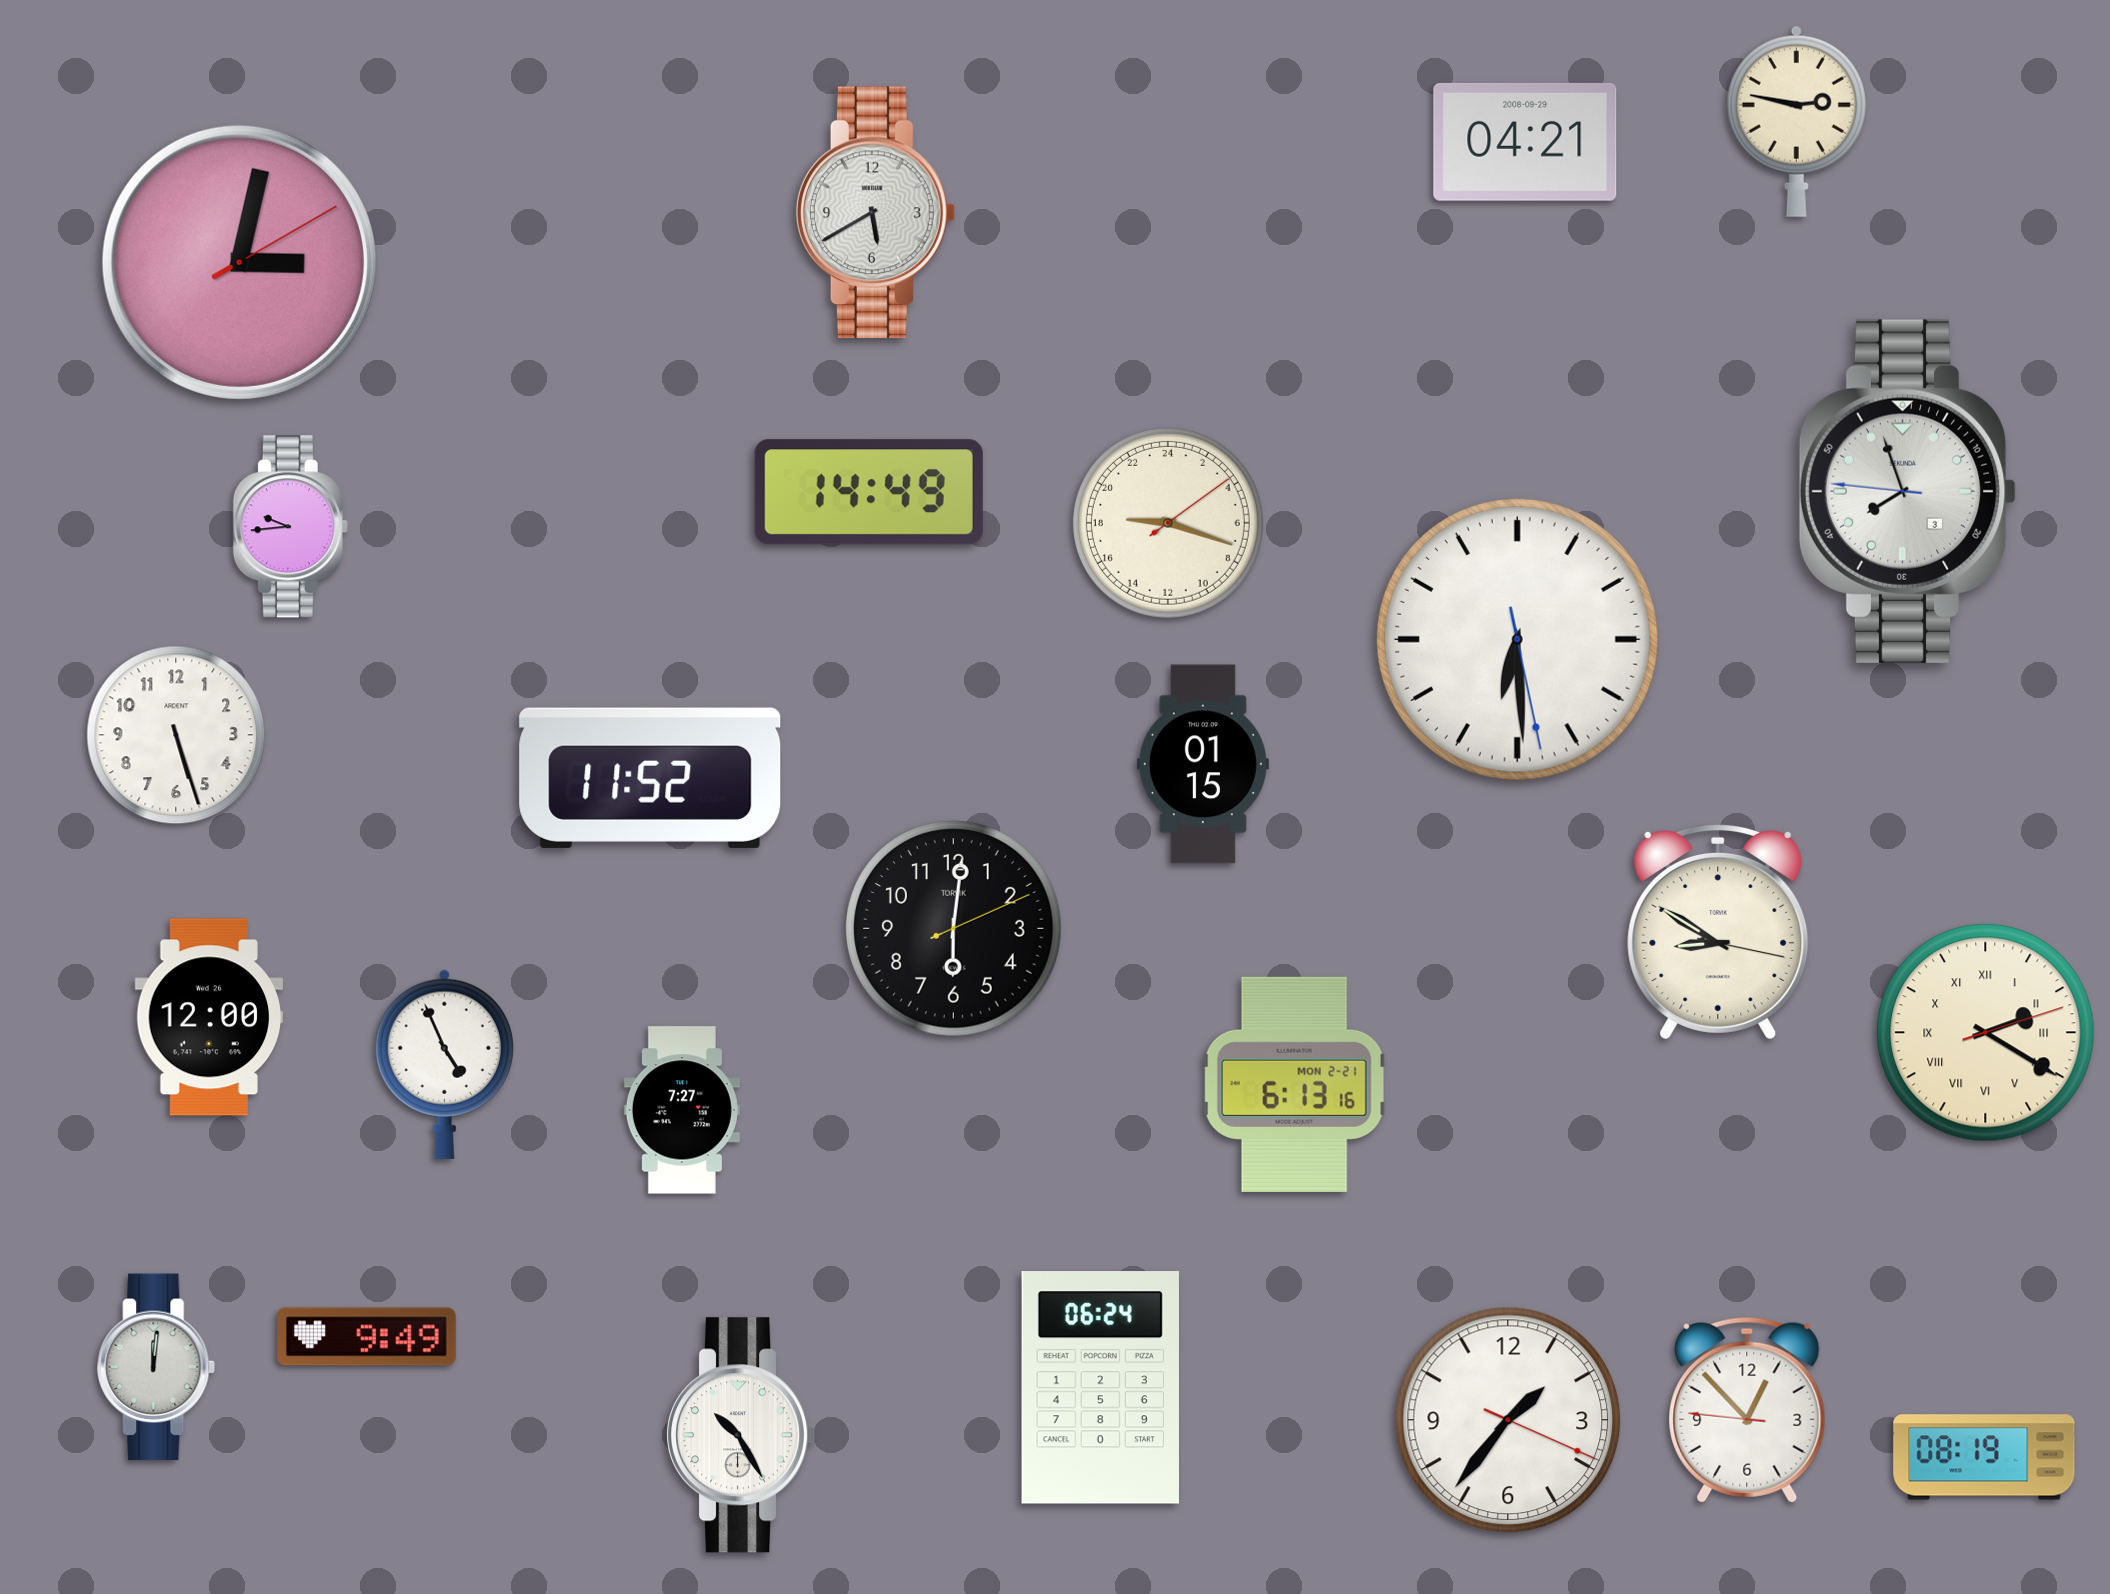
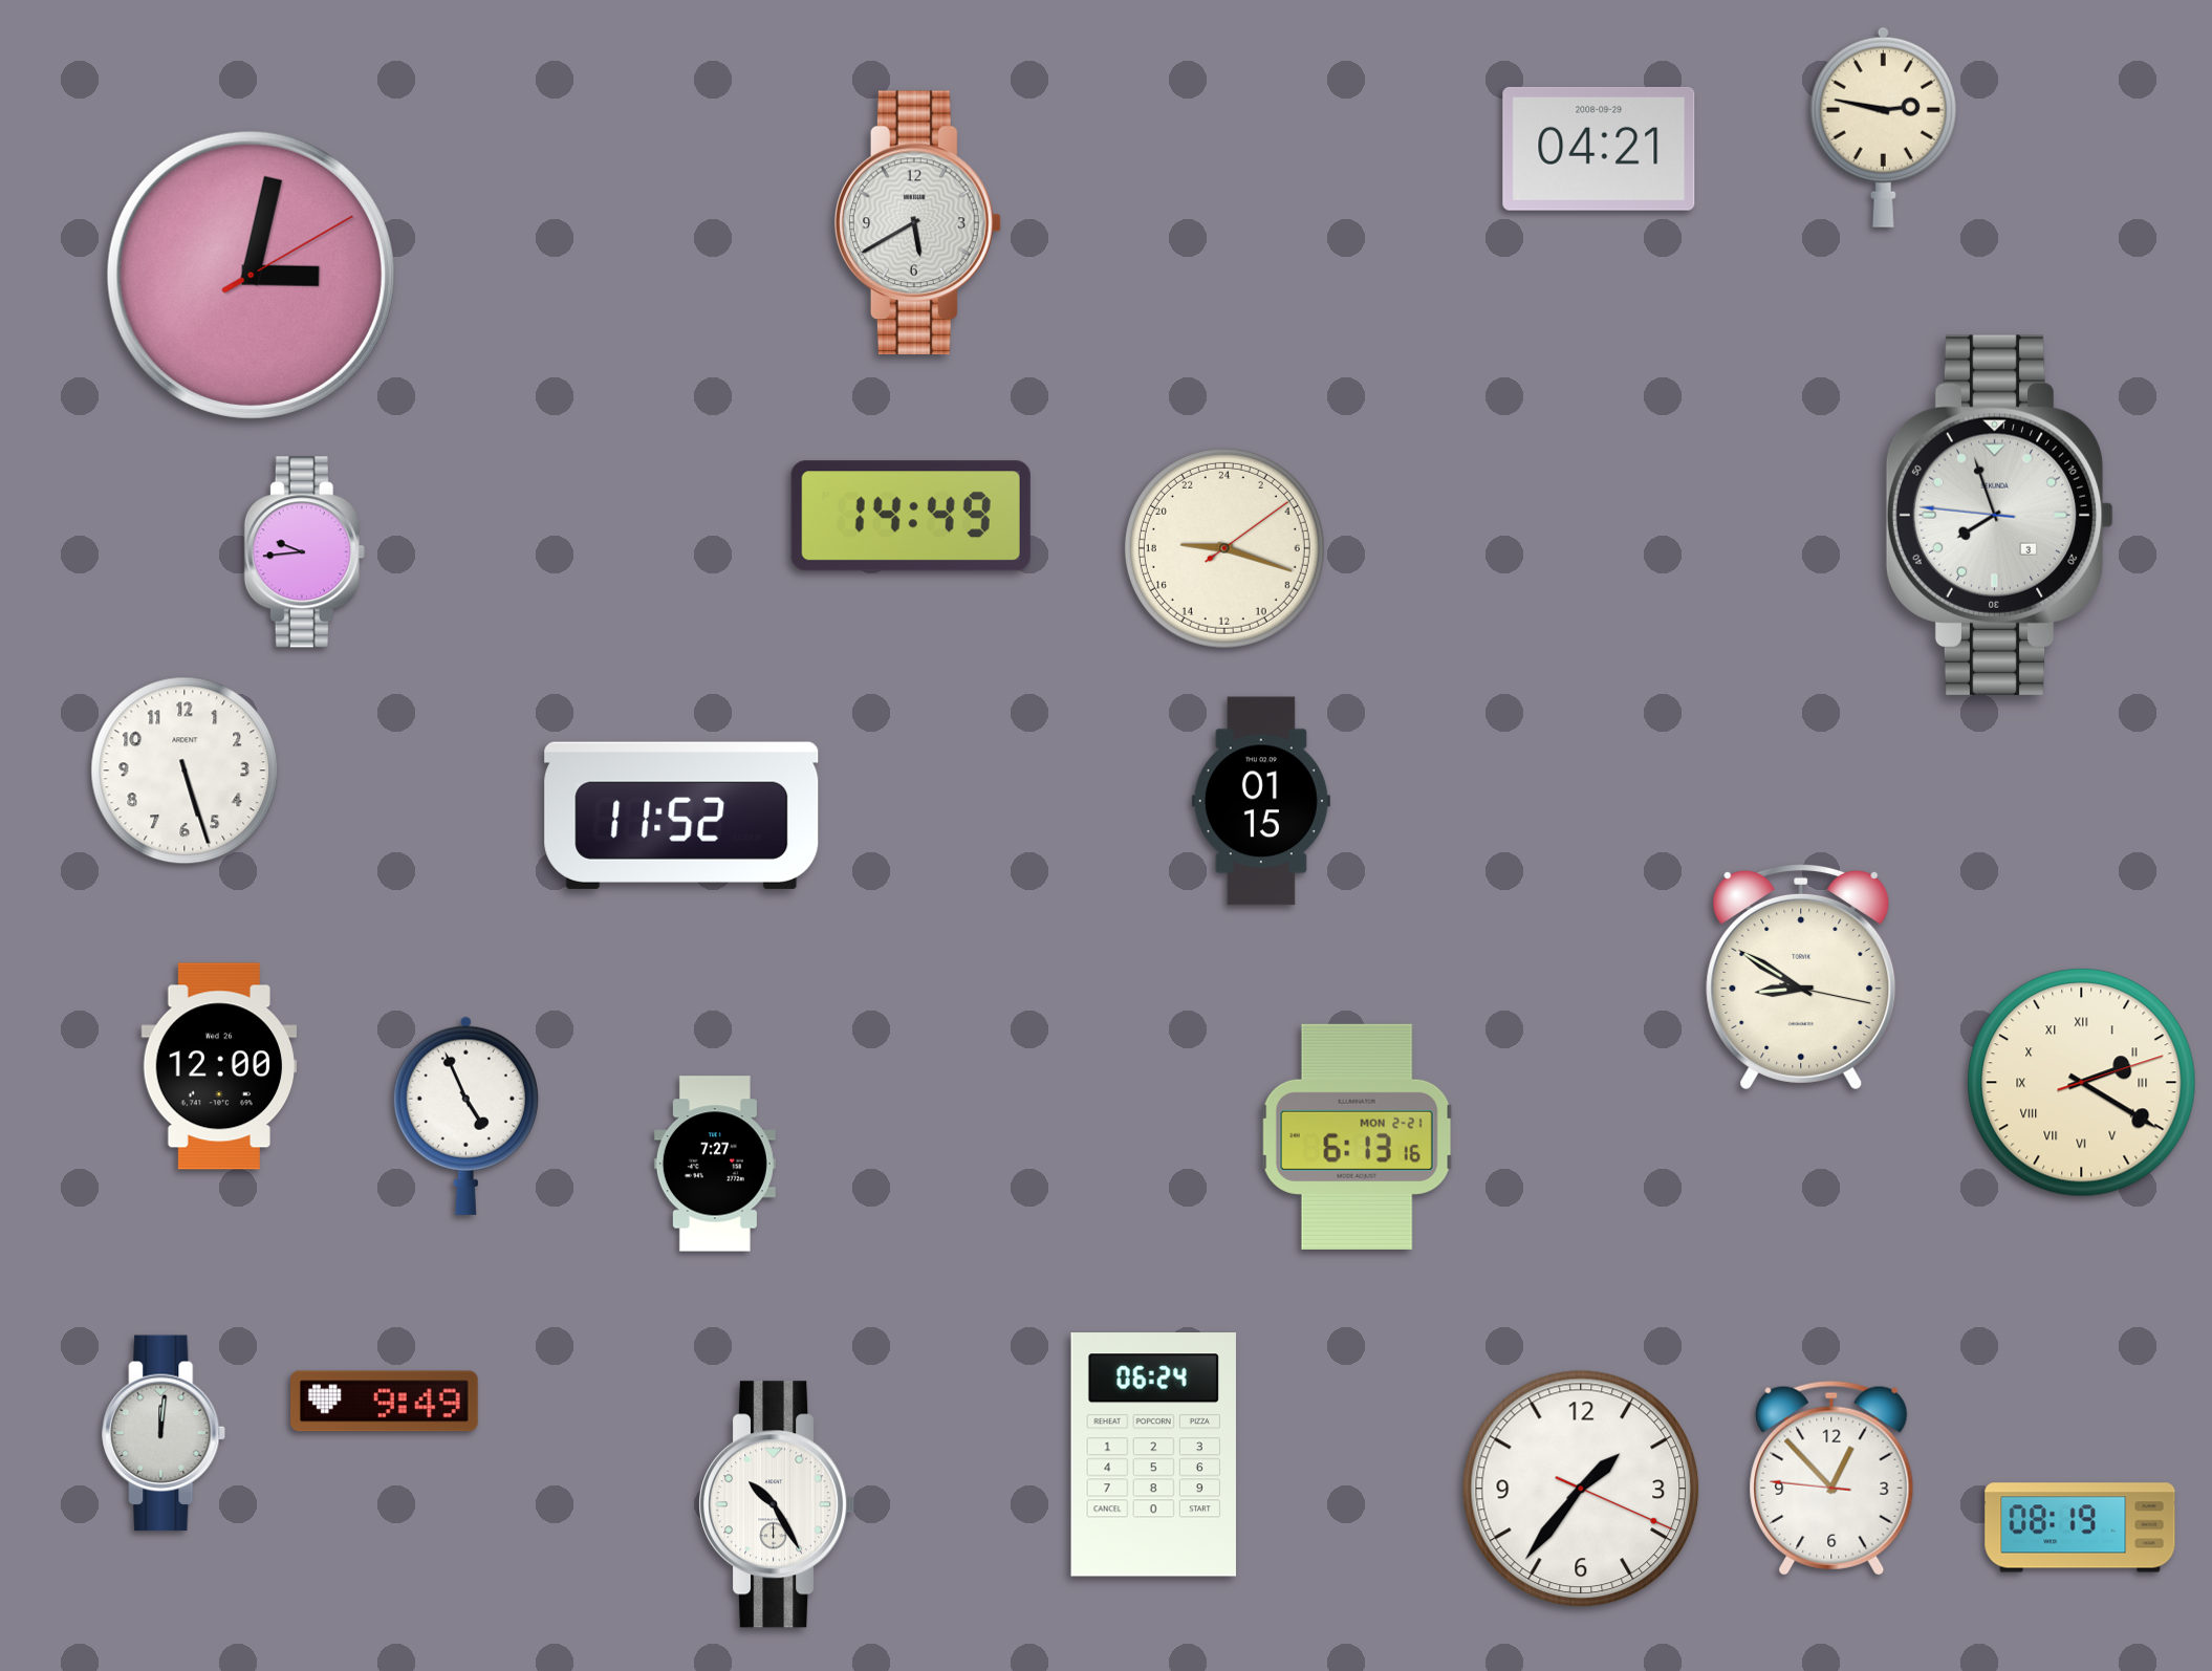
clock at (1517, 639): 6:29 -> none
clock at (954, 929): 6:01 -> none
